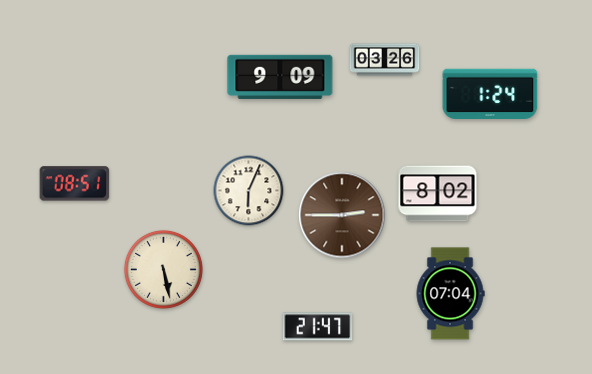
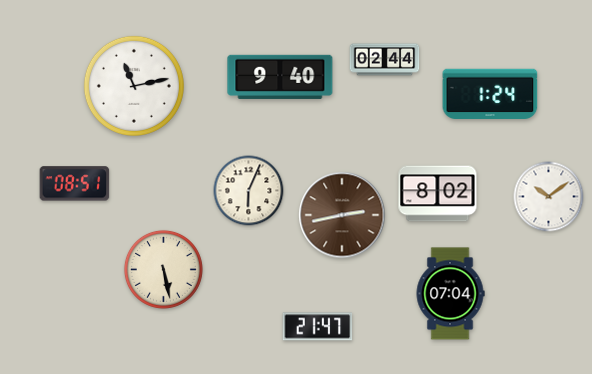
clock at (385, 60): 03:26 -> 02:44
clock at (280, 77): 9:09 -> 9:40
clock at (134, 86): none -> 11:13
clock at (549, 197): none -> 10:09
clock at (342, 215): 2:45 -> 2:43
